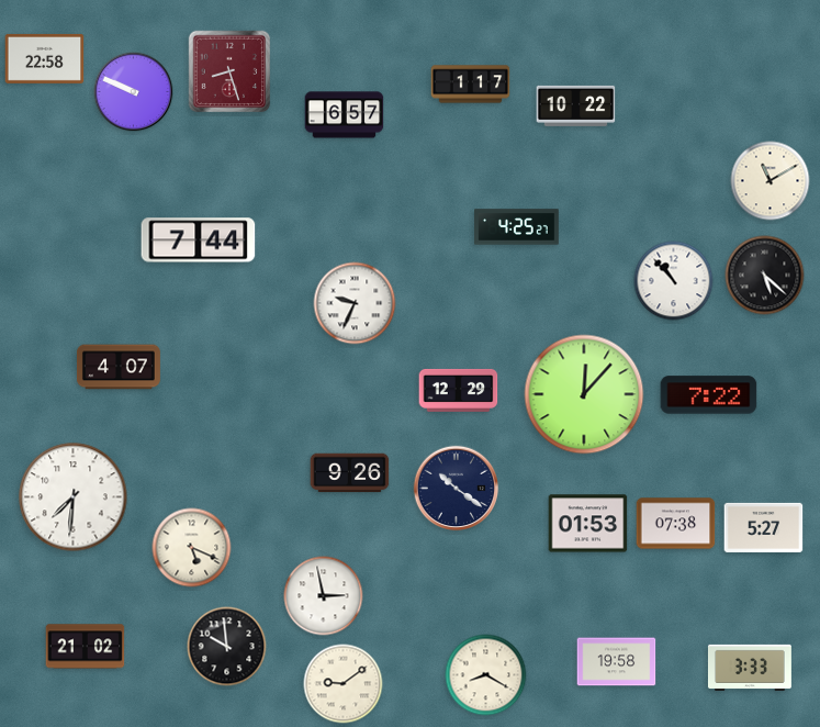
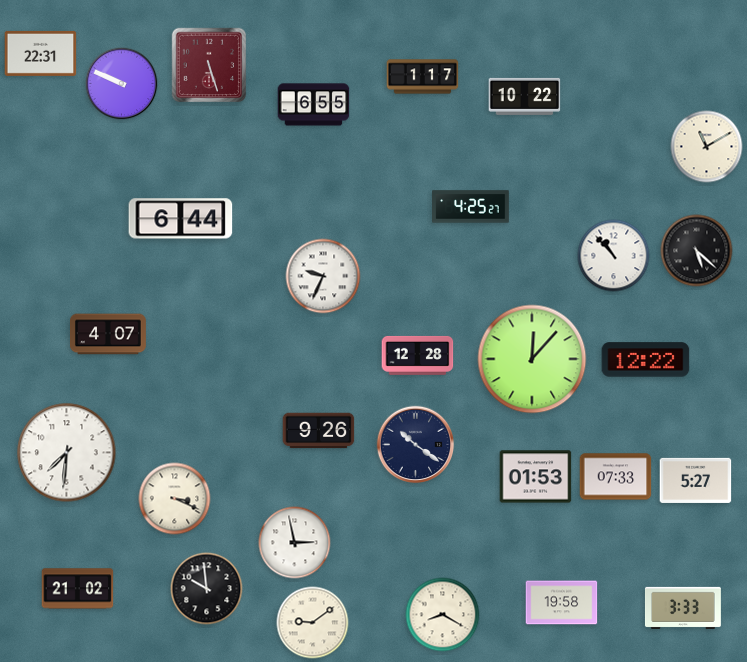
clock at (45, 58): 22:58 -> 22:31
clock at (229, 71): 8:27 -> 5:27
clock at (471, 85) position: (471, 85) -> (423, 77)
clock at (345, 115): 6:57 -> 6:55
clock at (771, 181) position: (771, 181) -> (707, 147)
clock at (199, 241): 7:44 -> 6:44
clock at (459, 390): 12:29 -> 12:28
clock at (709, 395): 7:22 -> 12:22
clock at (676, 524): 07:38 -> 07:33
clock at (192, 548): 5:19 -> 3:19
